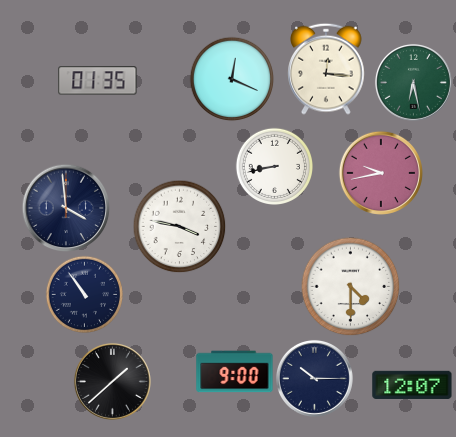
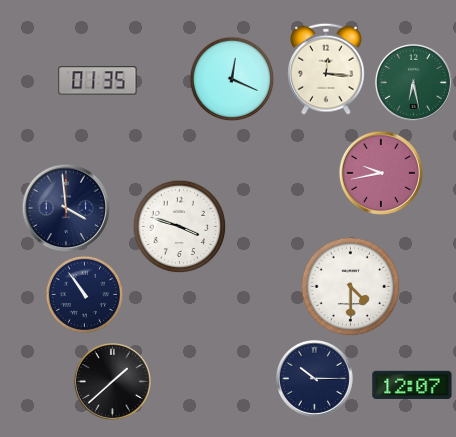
clock at (274, 166): 8:43 -> none
clock at (179, 226): 3:47 -> 3:48
clock at (235, 372): 9:00 -> none
